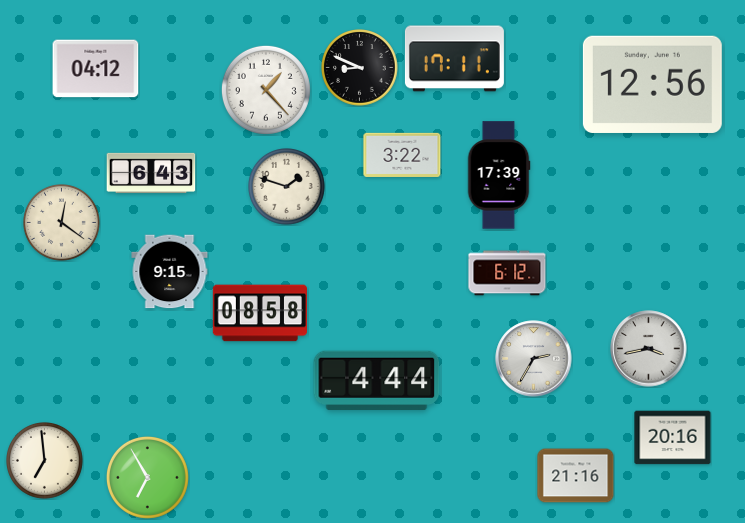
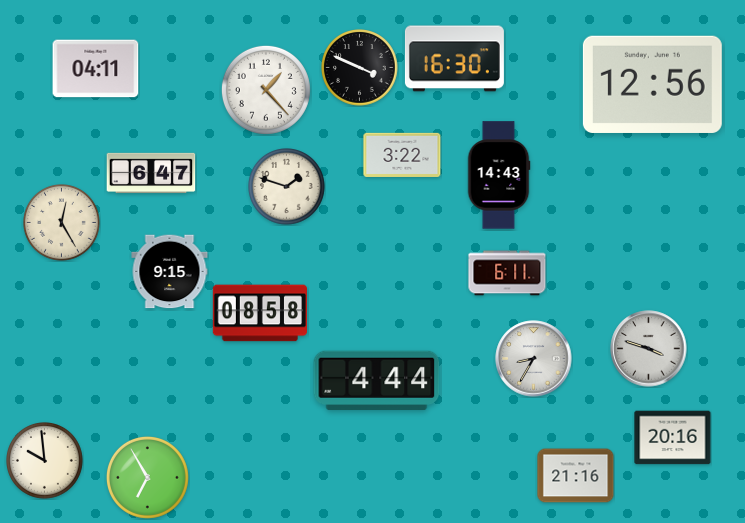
clock at (454, 59): 17:11 -> 16:30
clock at (360, 68): 8:49 -> 3:49
clock at (96, 69): 04:12 -> 04:11
clock at (151, 173): 6:43 -> 6:47
clock at (499, 175): 17:39 -> 14:43
clock at (62, 223): 12:21 -> 12:25
clock at (507, 273): 6:12 -> 6:11
clock at (649, 349): 3:43 -> 3:48
clock at (534, 359): 2:35 -> 8:35
clock at (45, 461): 6:59 -> 9:59
